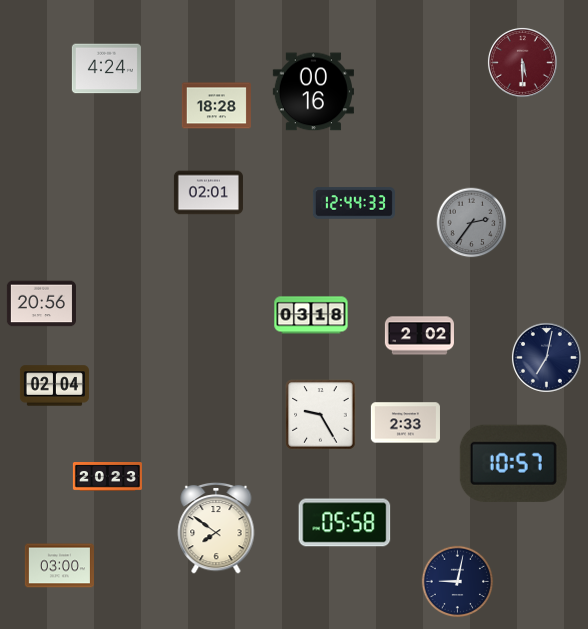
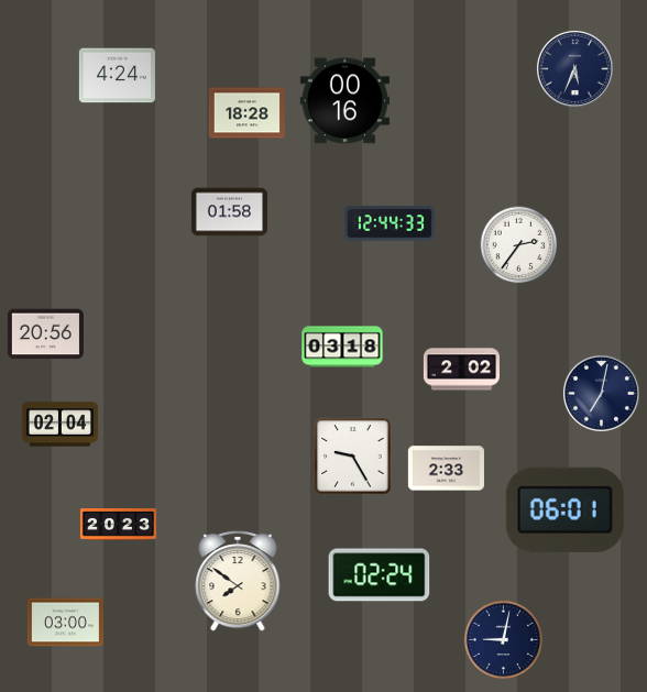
clock at (522, 62): 5:30 -> 5:34
clock at (522, 62) dial: burgundy -> navy
clock at (216, 106) position: (216, 106) -> (246, 113)
clock at (208, 193): 02:01 -> 01:58
clock at (472, 223) dial: grey -> white
clock at (405, 423) position: (405, 423) -> (446, 469)
clock at (513, 463): 10:57 -> 06:01
clock at (345, 523): 05:58 -> 02:24
